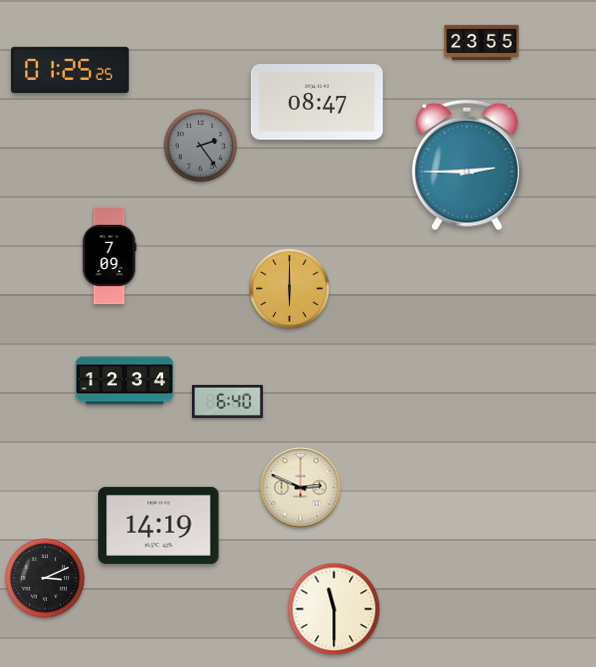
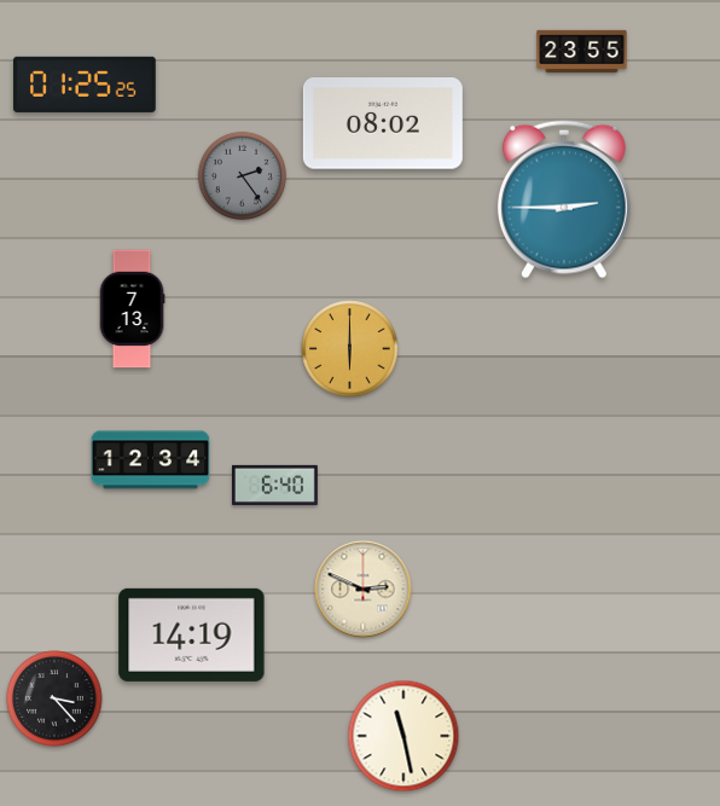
clock at (317, 102): 08:47 -> 08:02
clock at (109, 256): 7:09 -> 7:13
clock at (45, 578): 3:11 -> 3:23
clock at (334, 609): 11:30 -> 11:28
